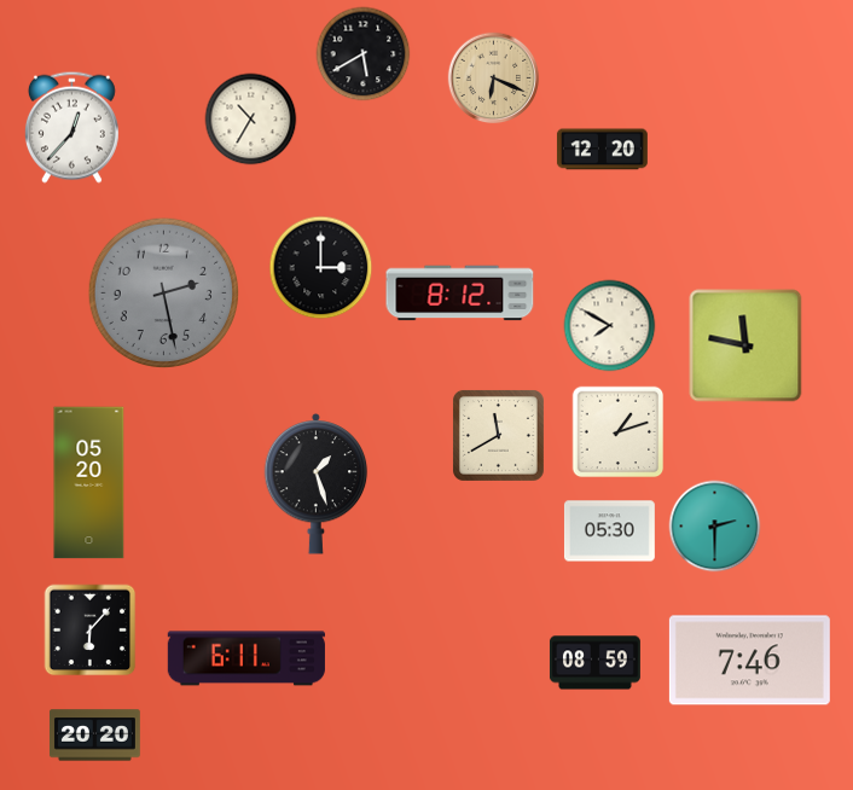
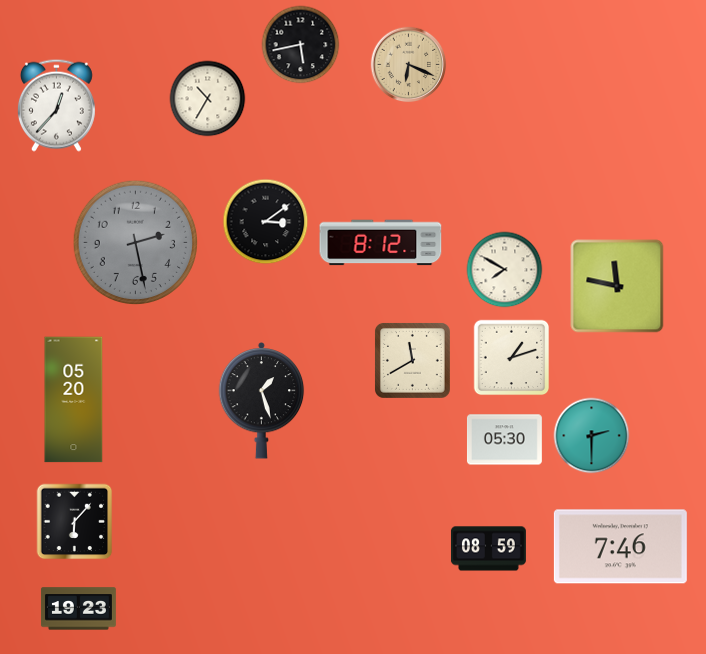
clock at (364, 54): 5:40 -> 5:43
clock at (71, 127) position: (71, 127) -> (56, 105)
clock at (602, 150): 12:20 -> none
clock at (321, 268): 3:00 -> 3:09
clock at (246, 658): 6:11 -> none
clock at (594, 663) position: (594, 663) -> (488, 549)
clock at (94, 736): 20:20 -> 19:23
